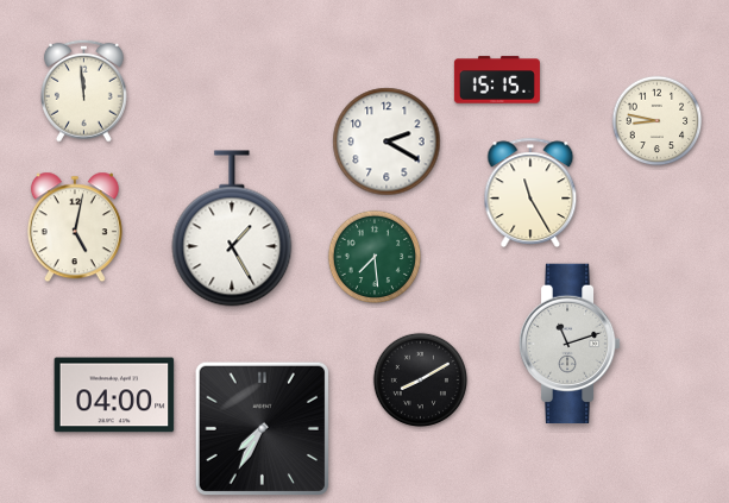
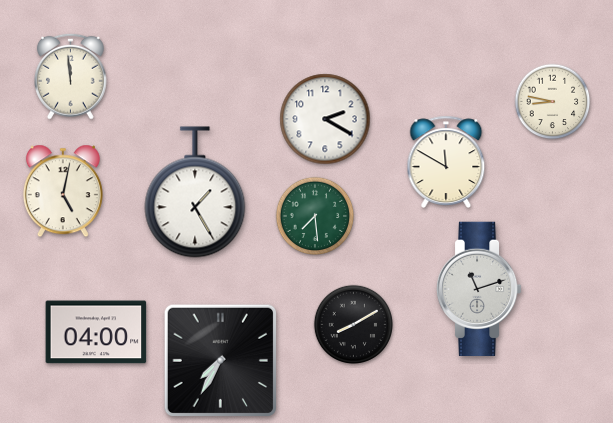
clock at (497, 80): 15:15 -> none
clock at (530, 193): 11:25 -> 11:50
clock at (420, 379) position: (420, 379) -> (353, 324)
